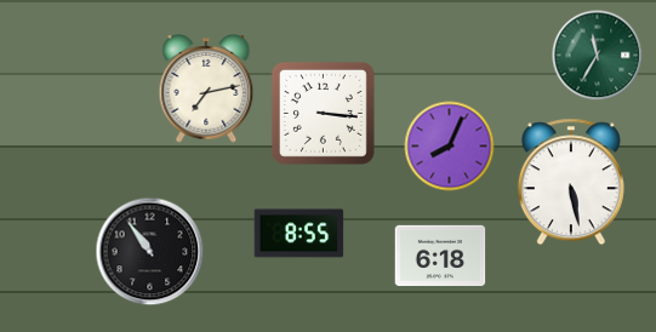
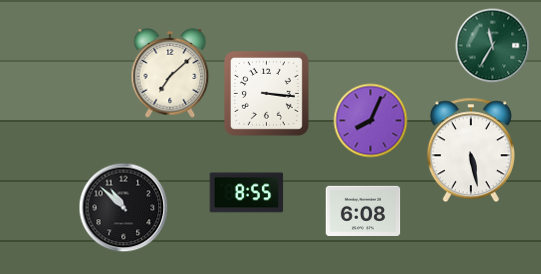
clock at (206, 90): 7:13 -> 7:08
clock at (150, 252): 10:54 -> 10:52
clock at (440, 254): 6:18 -> 6:08
